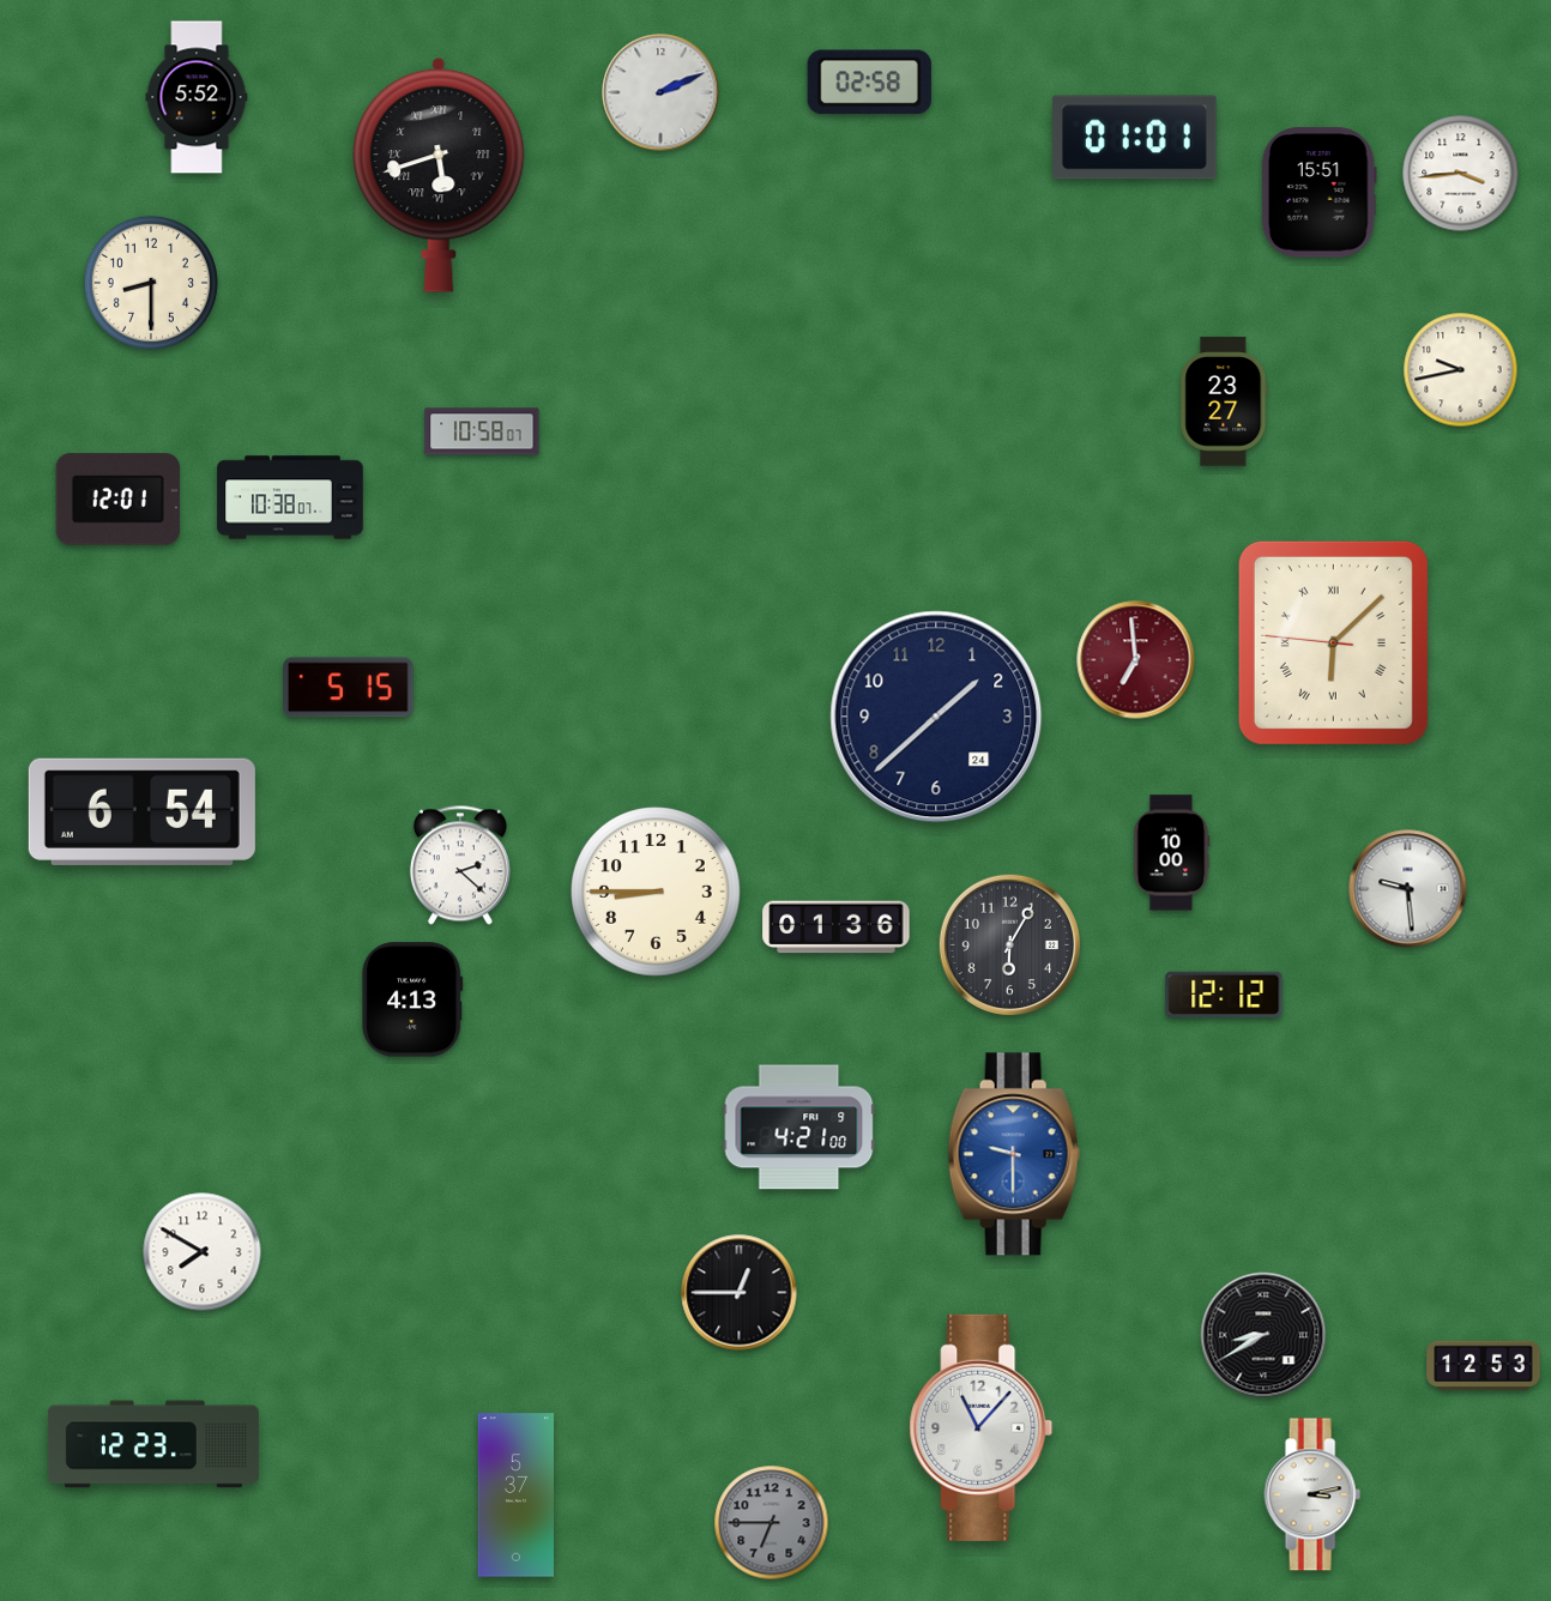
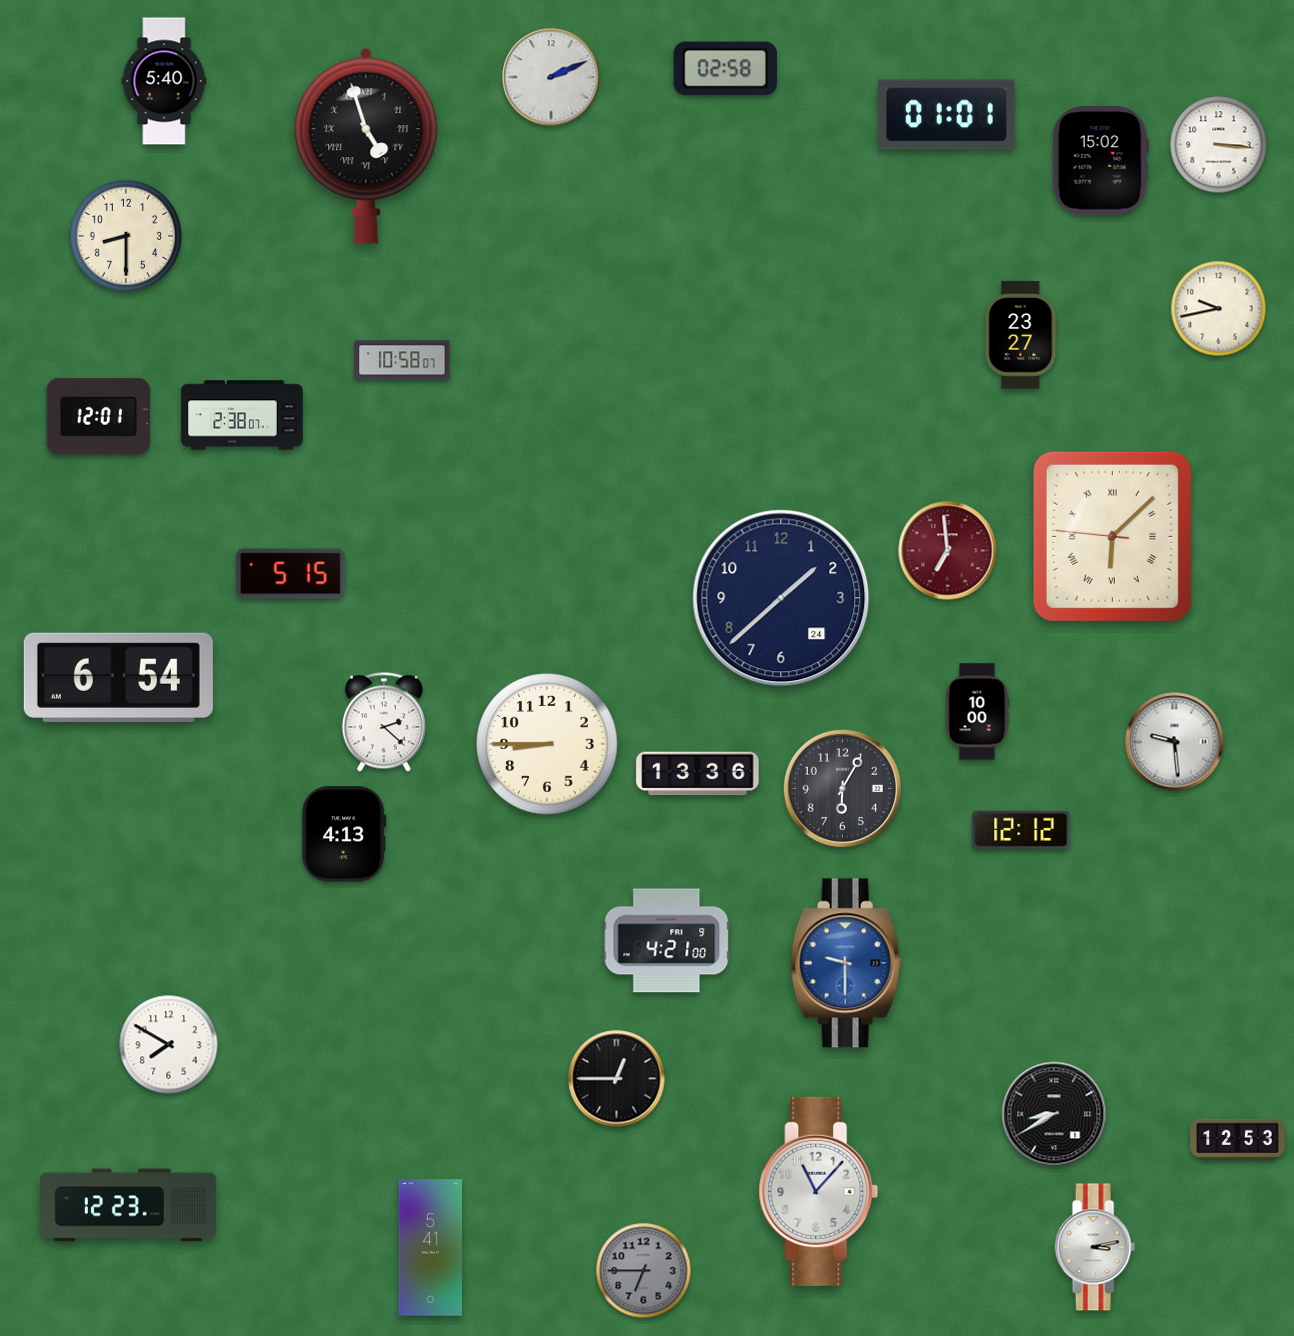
clock at (197, 97): 5:52 -> 5:40
clock at (1461, 174): 3:44 -> 3:16
clock at (439, 175): 5:42 -> 4:57
clock at (1318, 193): 15:51 -> 15:02
clock at (290, 497): 10:38 -> 2:38
clock at (837, 928): 01:36 -> 13:36
clock at (515, 1496): 5:37 -> 5:41
